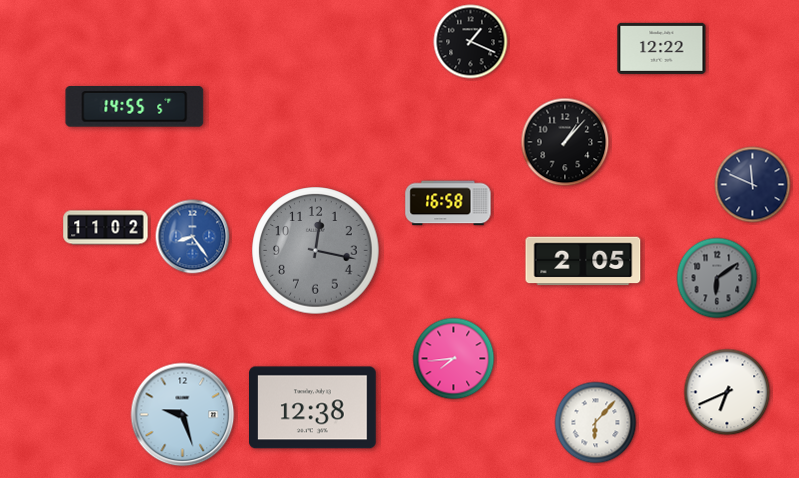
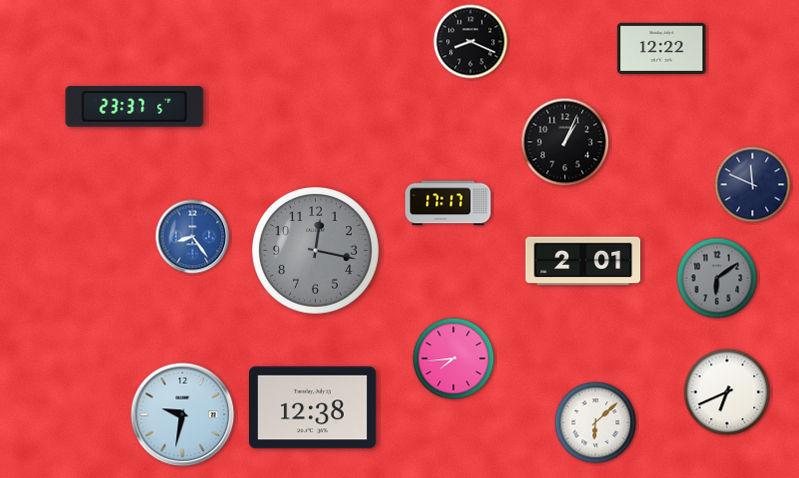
clock at (471, 42): 1:19 -> 8:19
clock at (135, 107): 14:55 -> 23:37
clock at (565, 142): 1:07 -> 1:04
clock at (448, 203): 16:58 -> 17:17
clock at (106, 228): 11:02 -> none
clock at (583, 261): 2:05 -> 2:01
clock at (183, 415): 9:27 -> 9:32
clock at (596, 423): 6:07 -> 6:08
